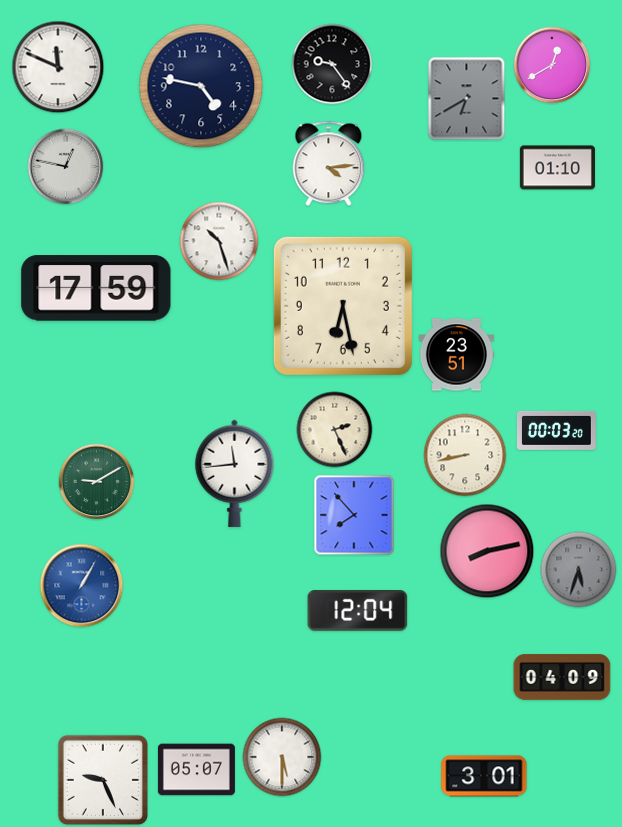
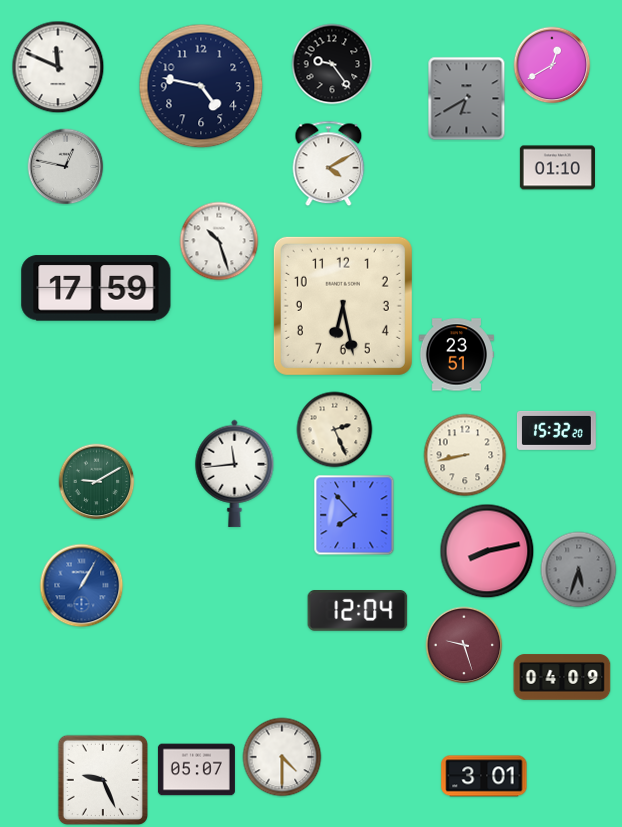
clock at (329, 164): 4:14 -> 4:10
clock at (556, 430): 00:03 -> 15:32
clock at (464, 645): none -> 9:27
clock at (282, 757): 5:30 -> 4:30
